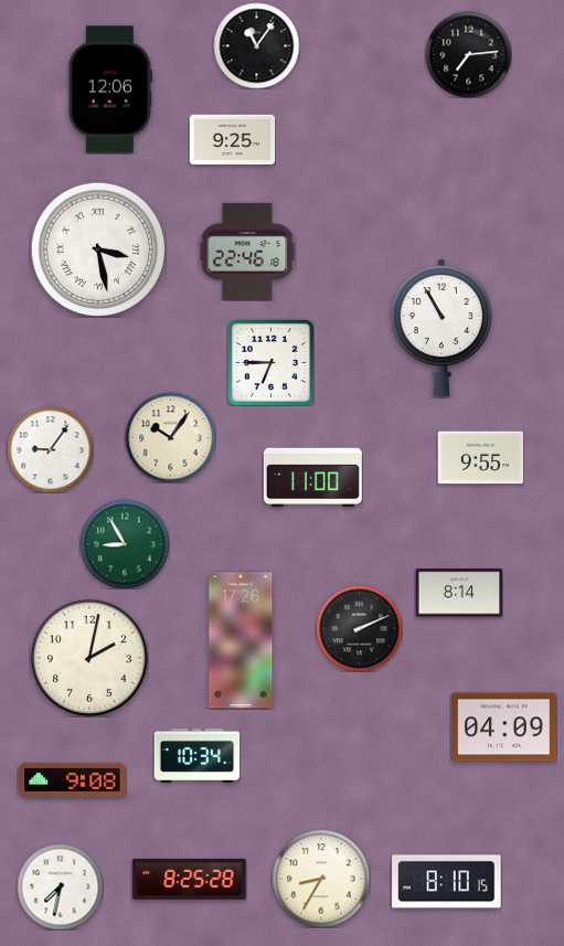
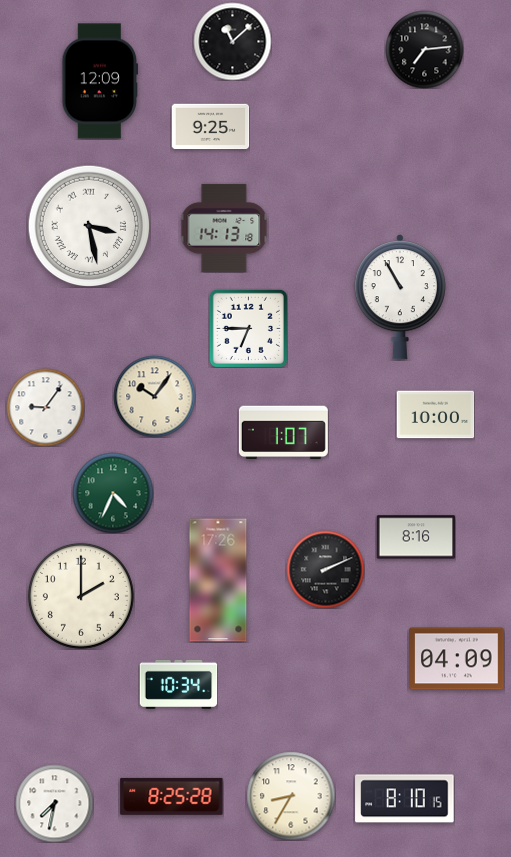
clock at (256, 45): 11:06 -> 11:08
clock at (110, 89): 12:06 -> 12:09
clock at (247, 252): 22:46 -> 14:13
clock at (270, 362) position: (270, 362) -> (248, 328)
clock at (480, 458): 9:55 -> 10:00
clock at (312, 478): 11:00 -> 1:07
clock at (125, 544): 8:55 -> 4:34
clock at (459, 593): 8:14 -> 8:16
clock at (89, 658): 2:02 -> 2:00
clock at (73, 779): 9:08 -> none
